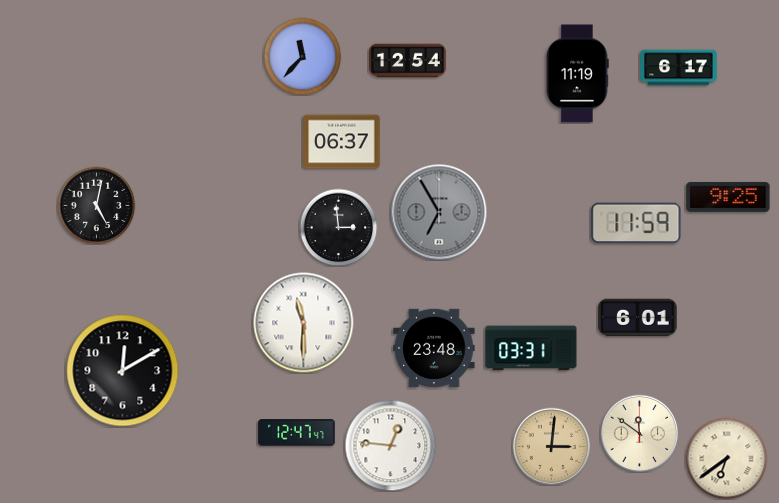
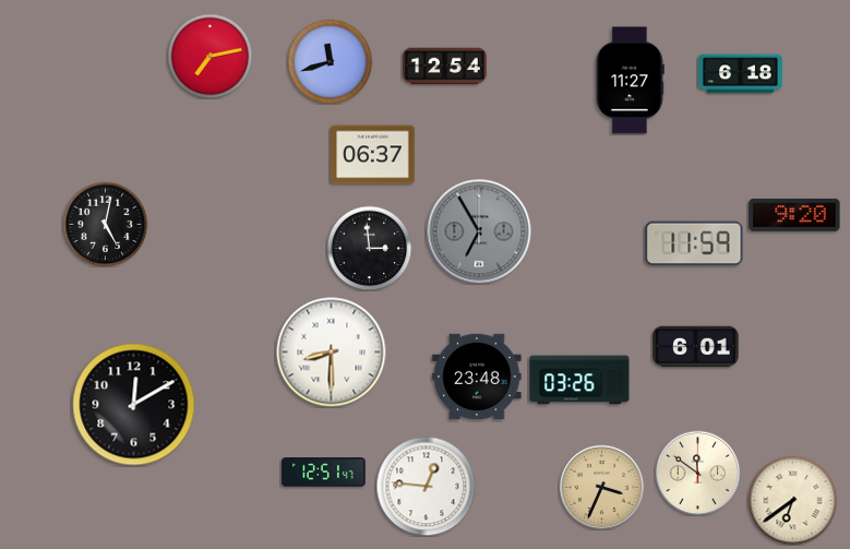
clock at (209, 56): none -> 7:13
clock at (302, 56): 11:37 -> 11:42
clock at (679, 68): 6:17 -> 6:18
clock at (577, 74): 11:19 -> 11:27
clock at (728, 197): 9:25 -> 9:20
clock at (304, 323): 11:30 -> 8:30
clock at (434, 348) position: (434, 348) -> (477, 377)
clock at (531, 348): 03:31 -> 03:26
clock at (297, 433): 12:47 -> 12:51
clock at (551, 446): 3:01 -> 3:34
